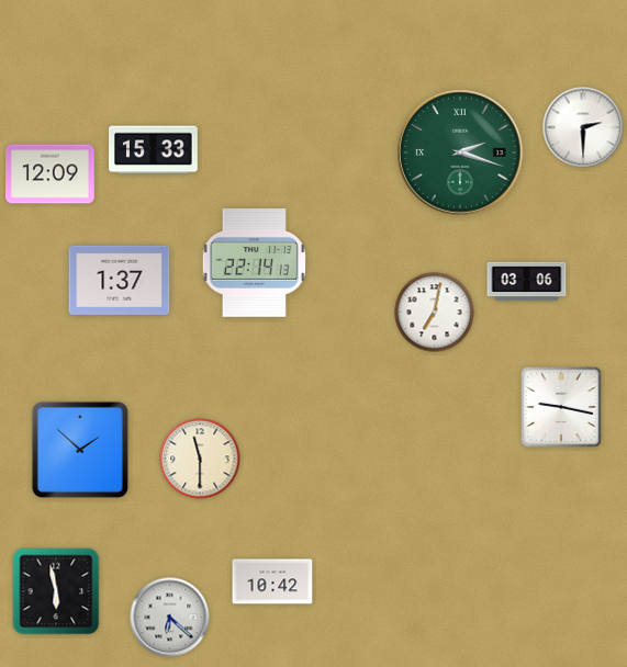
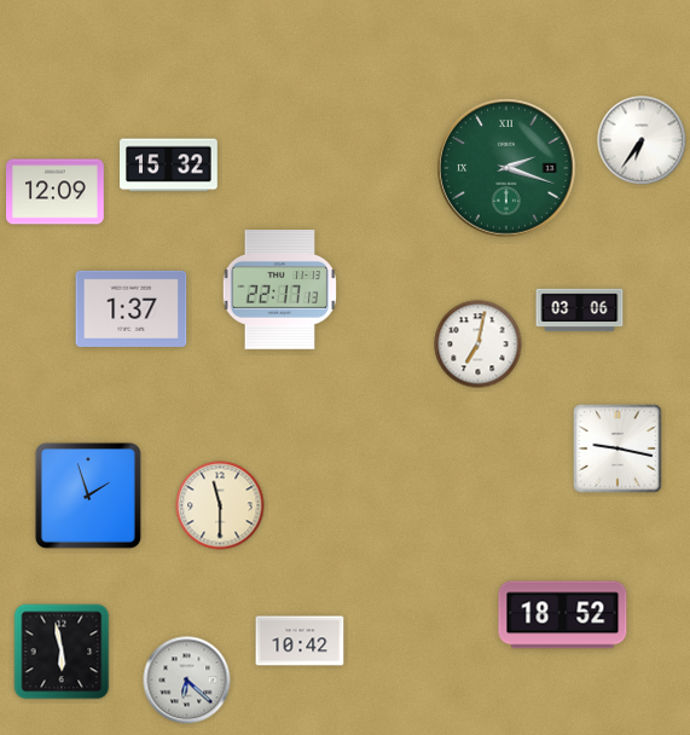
clock at (583, 127): 2:30 -> 6:36
clock at (154, 150): 15:33 -> 15:32
clock at (254, 263): 22:14 -> 22:17
clock at (80, 450): 1:52 -> 1:57
clock at (563, 615): none -> 18:52
